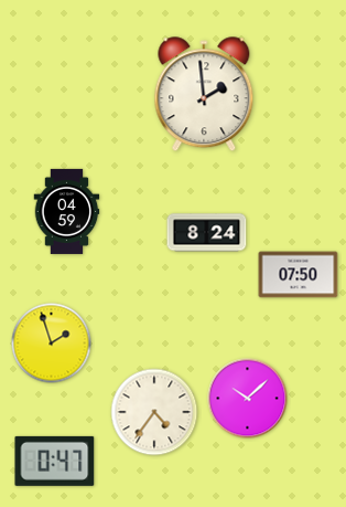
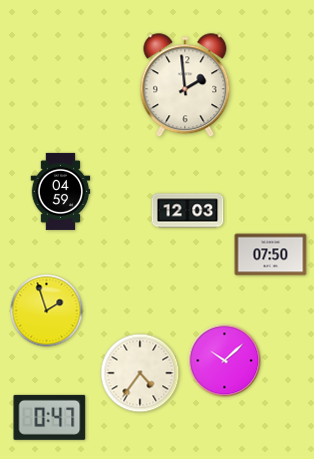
clock at (207, 233): 8:24 -> 12:03
clock at (299, 275) position: (299, 275) -> (271, 255)
